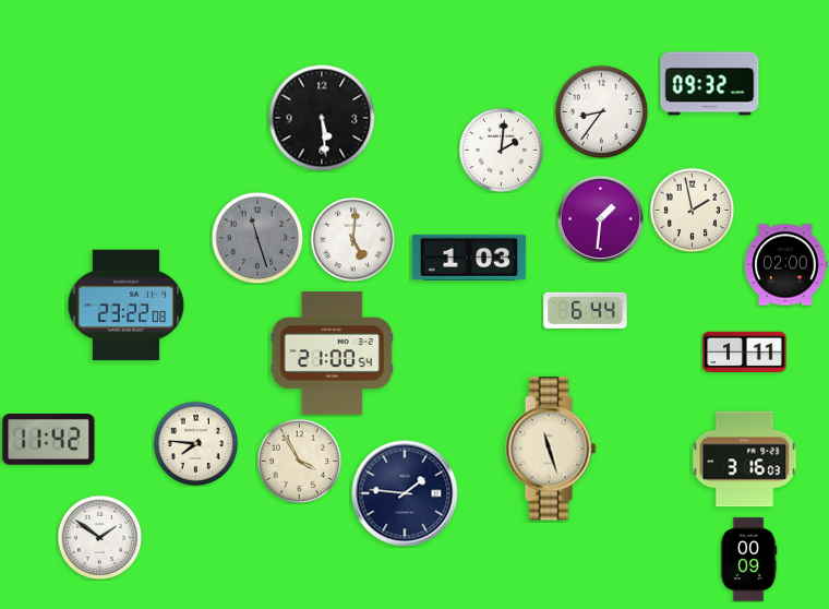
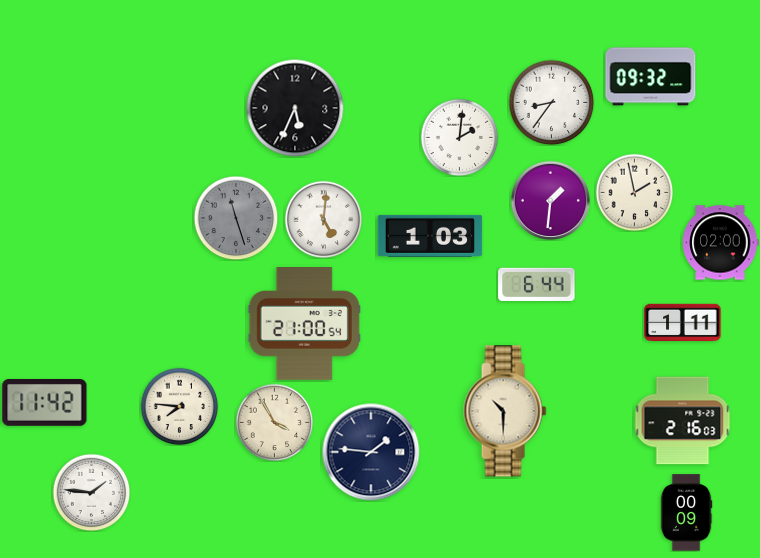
clock at (322, 118): 5:29 -> 5:34
clock at (127, 306): 23:22 -> none
clock at (551, 449): 11:27 -> 10:30
clock at (744, 459): 3:16 -> 2:16
clock at (99, 537): 1:51 -> 1:46
